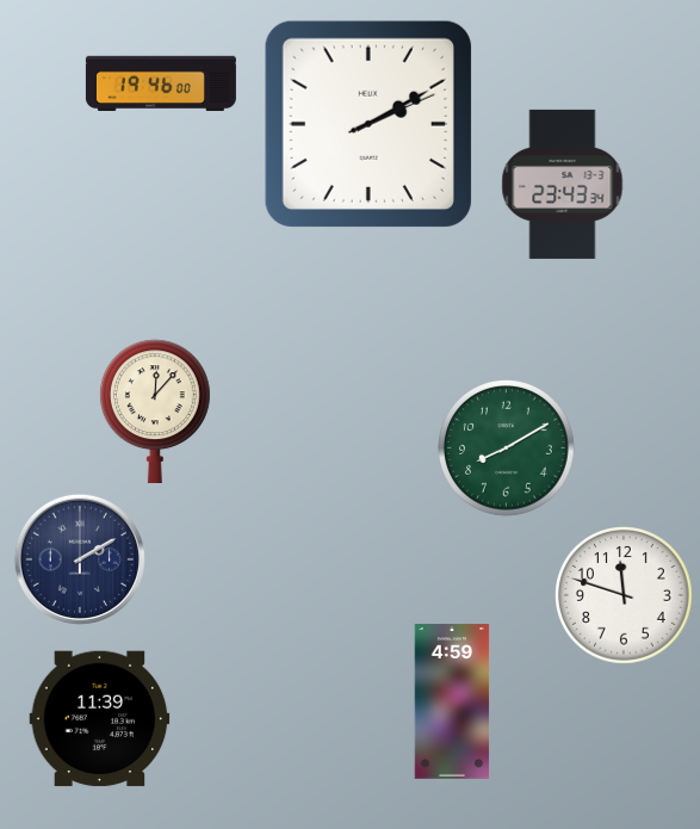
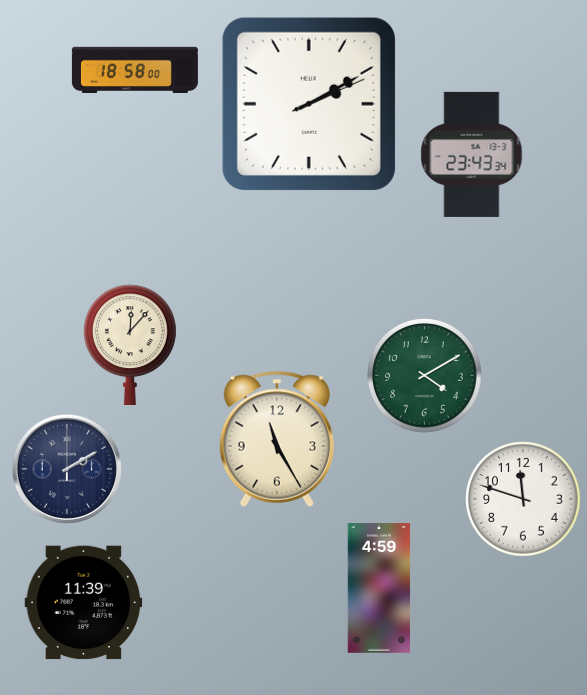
clock at (161, 82): 19:46 -> 18:58
clock at (507, 448): 8:10 -> 4:10
clock at (276, 439): none -> 11:25
